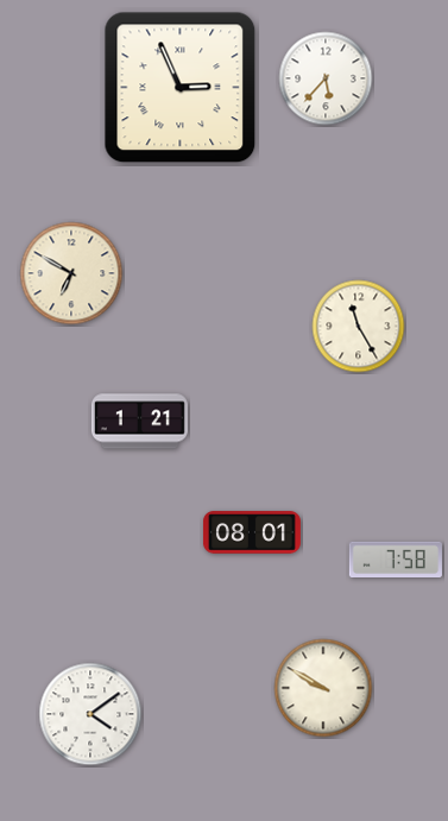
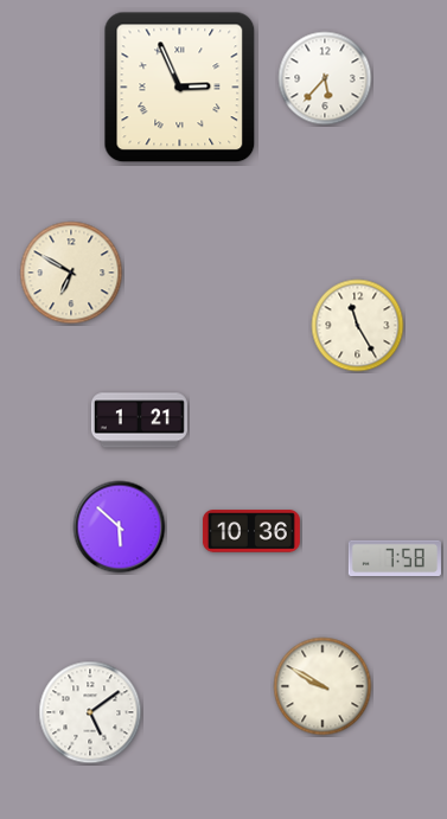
clock at (120, 527): none -> 5:52
clock at (252, 532): 08:01 -> 10:36
clock at (90, 714): 4:09 -> 5:09
